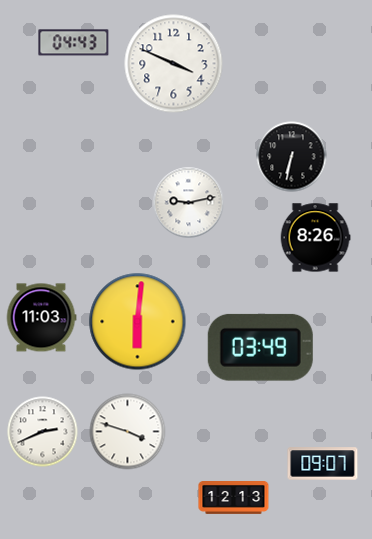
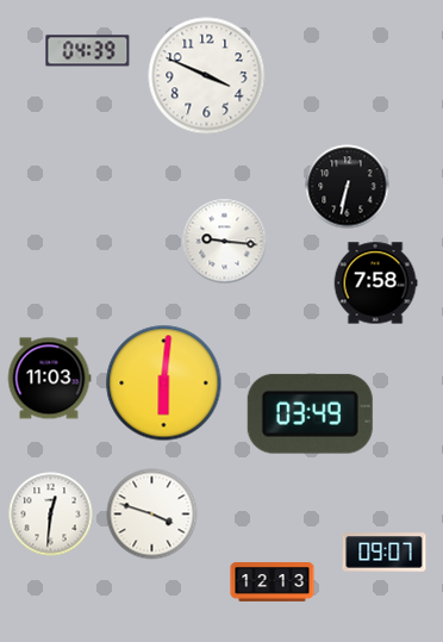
clock at (74, 43): 04:43 -> 04:39
clock at (189, 203): 9:13 -> 9:16
clock at (315, 238): 8:26 -> 7:58
clock at (43, 432): 2:41 -> 12:31
clock at (234, 498) position: (234, 498) -> (273, 582)
